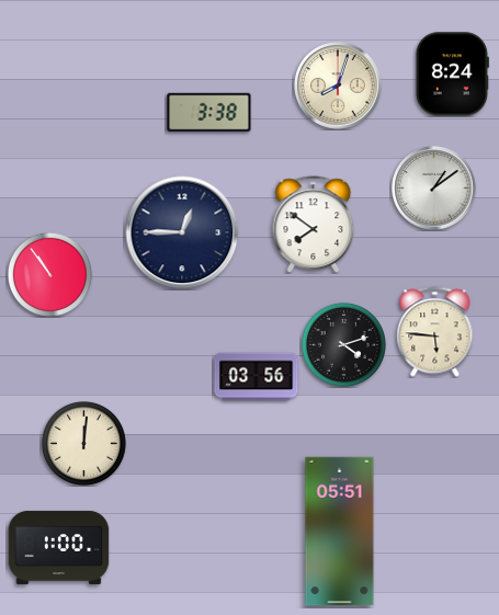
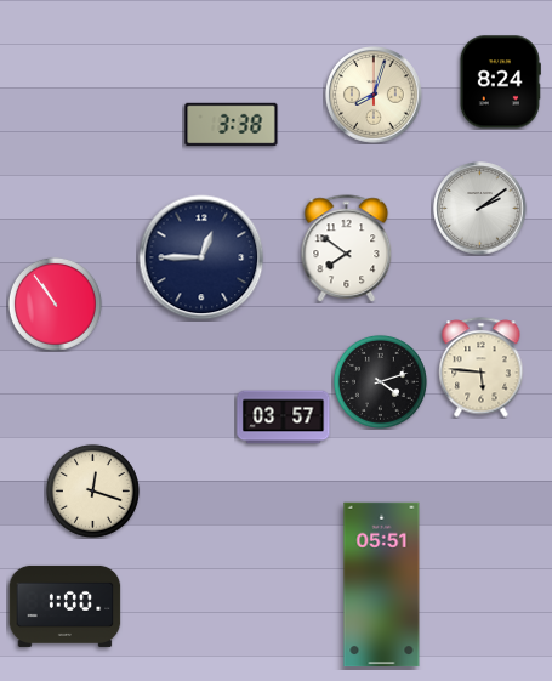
clock at (434, 189): 1:09 -> 2:09
clock at (257, 377): 03:56 -> 03:57
clock at (83, 443): 12:01 -> 12:18
clock at (340, 532) position: (340, 532) -> (382, 585)
